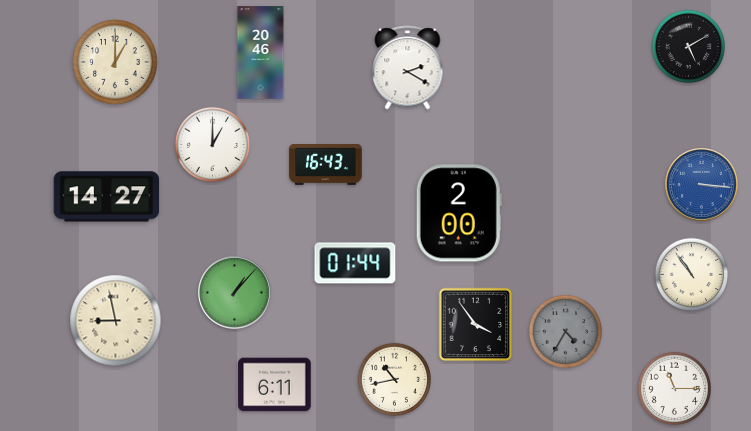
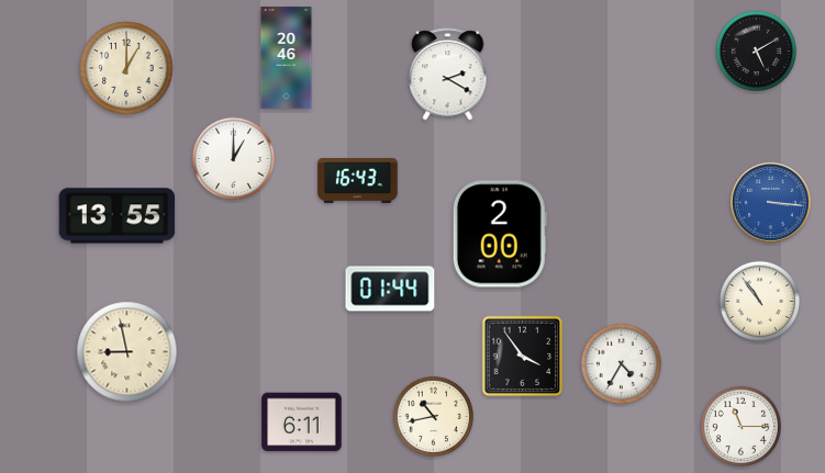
clock at (107, 197): 14:27 -> 13:55
clock at (459, 213) position: (459, 213) -> (500, 234)
clock at (235, 293): 1:07 -> none
clock at (565, 331) dial: grey -> white
